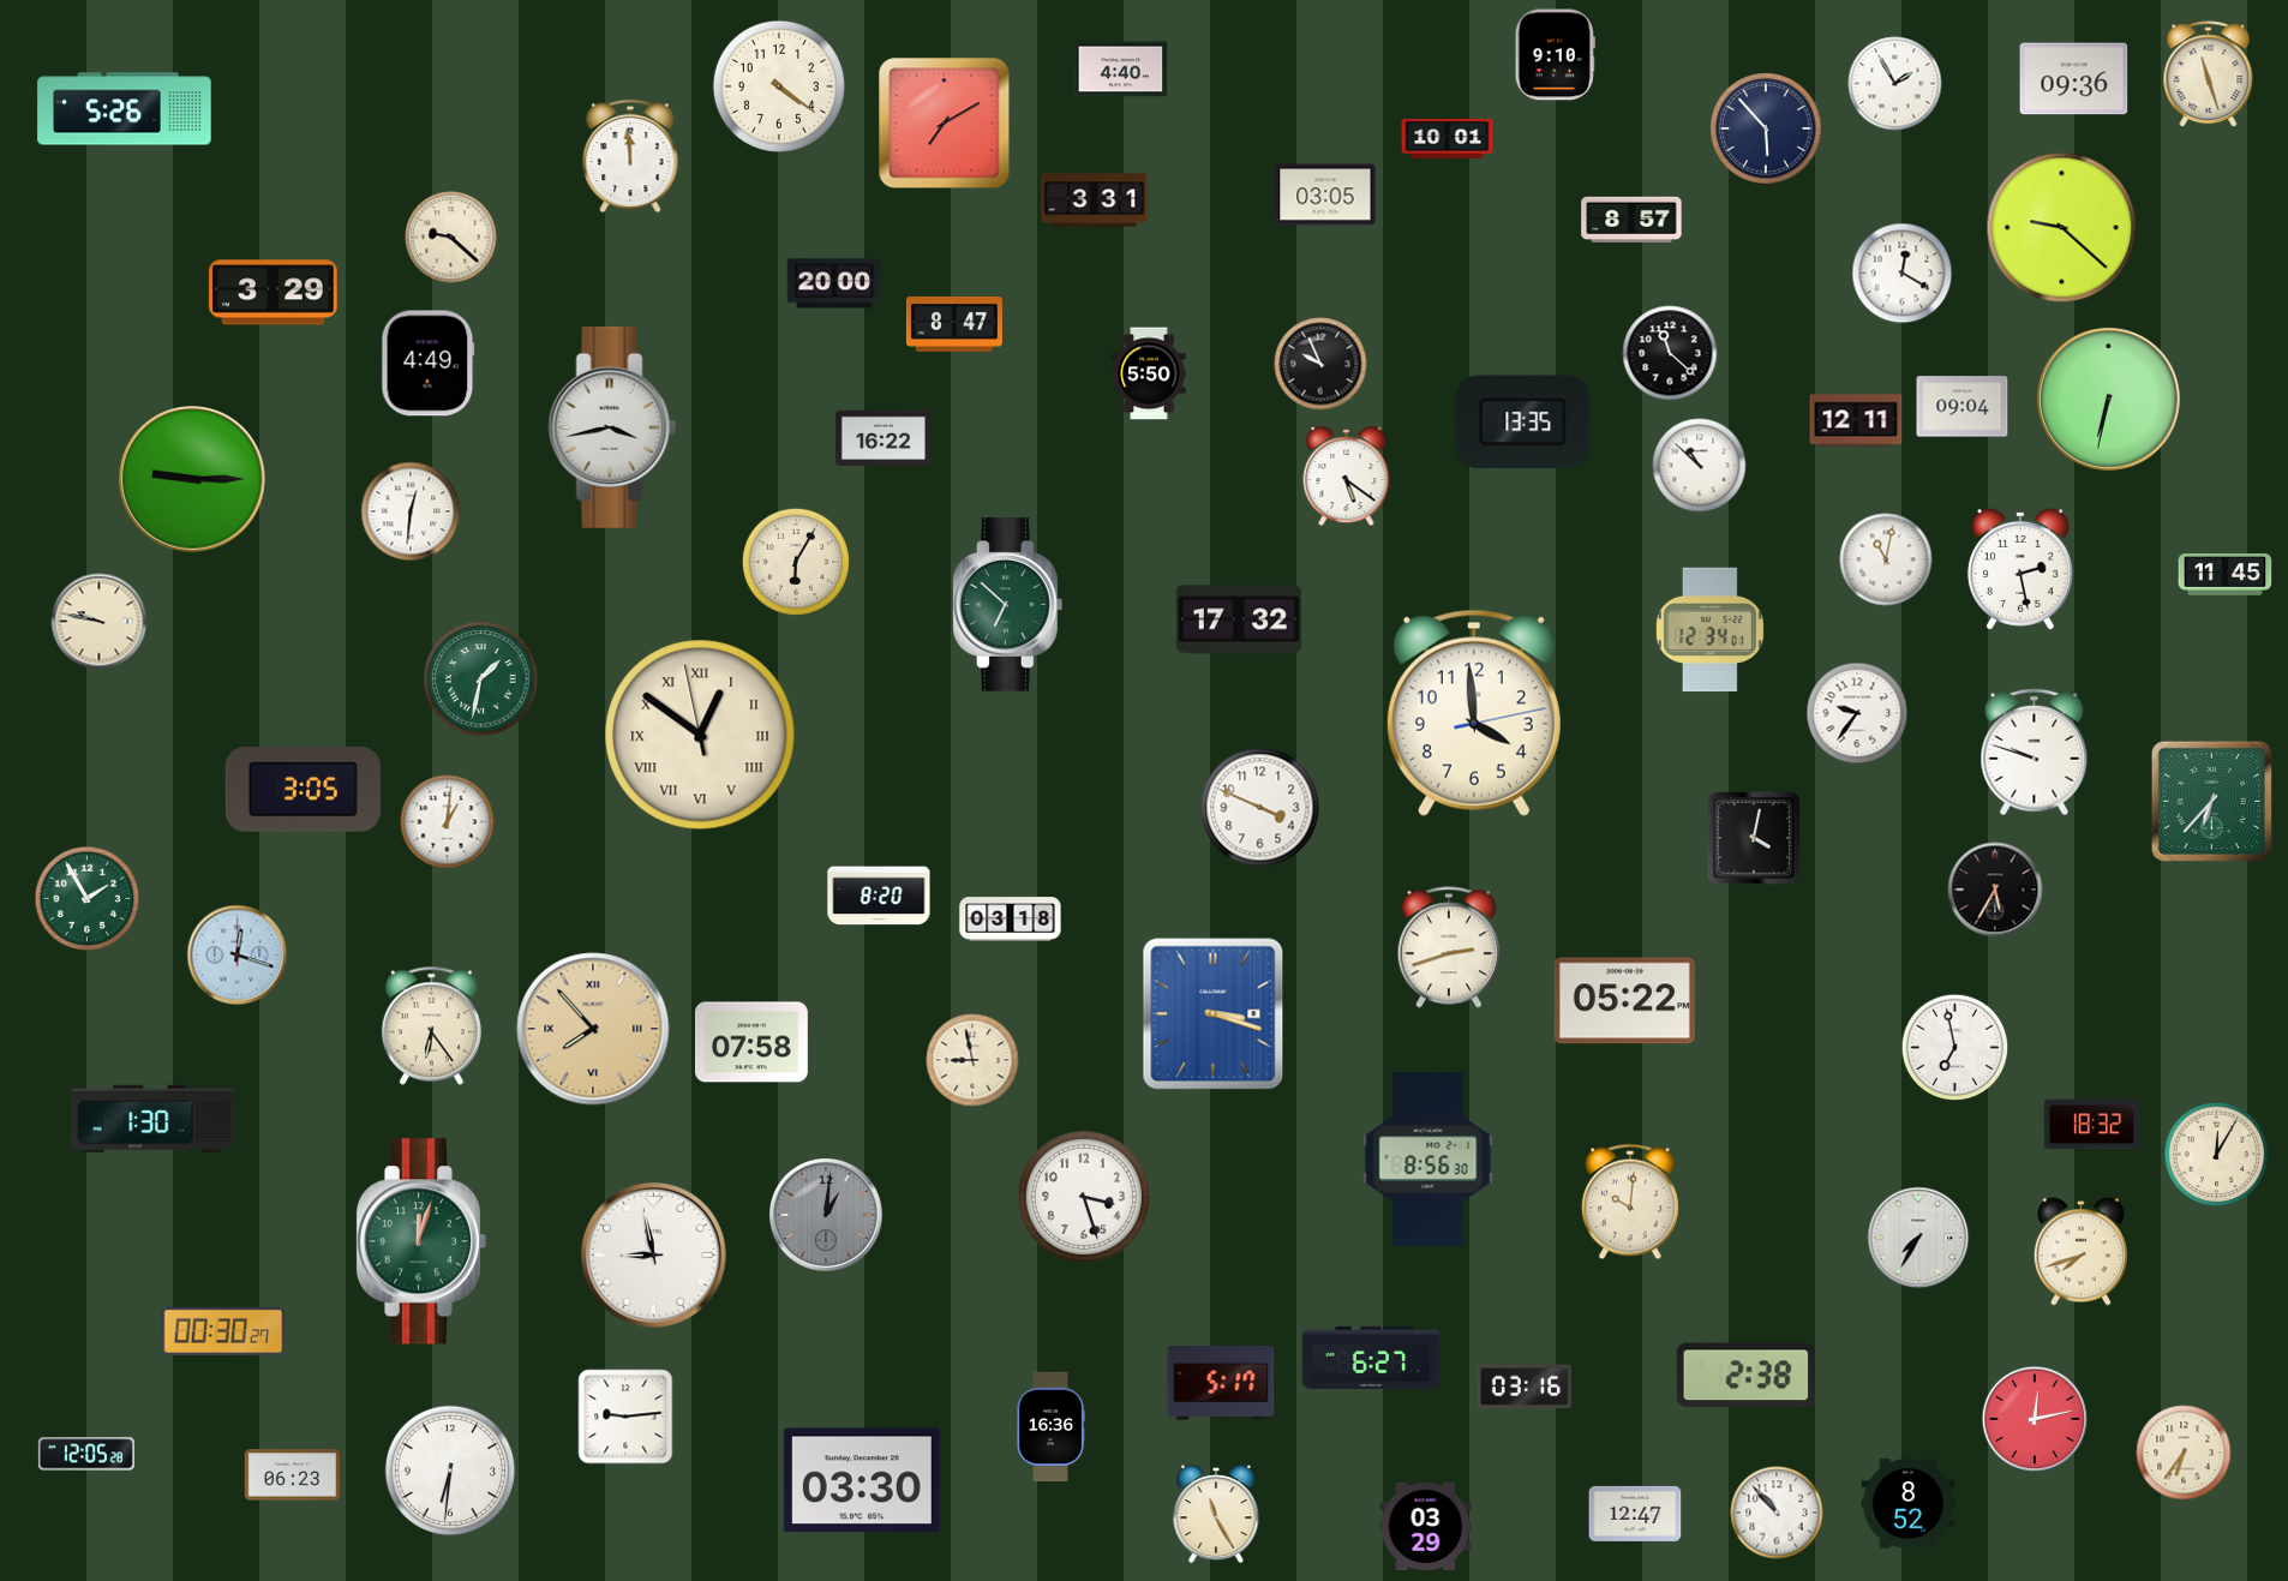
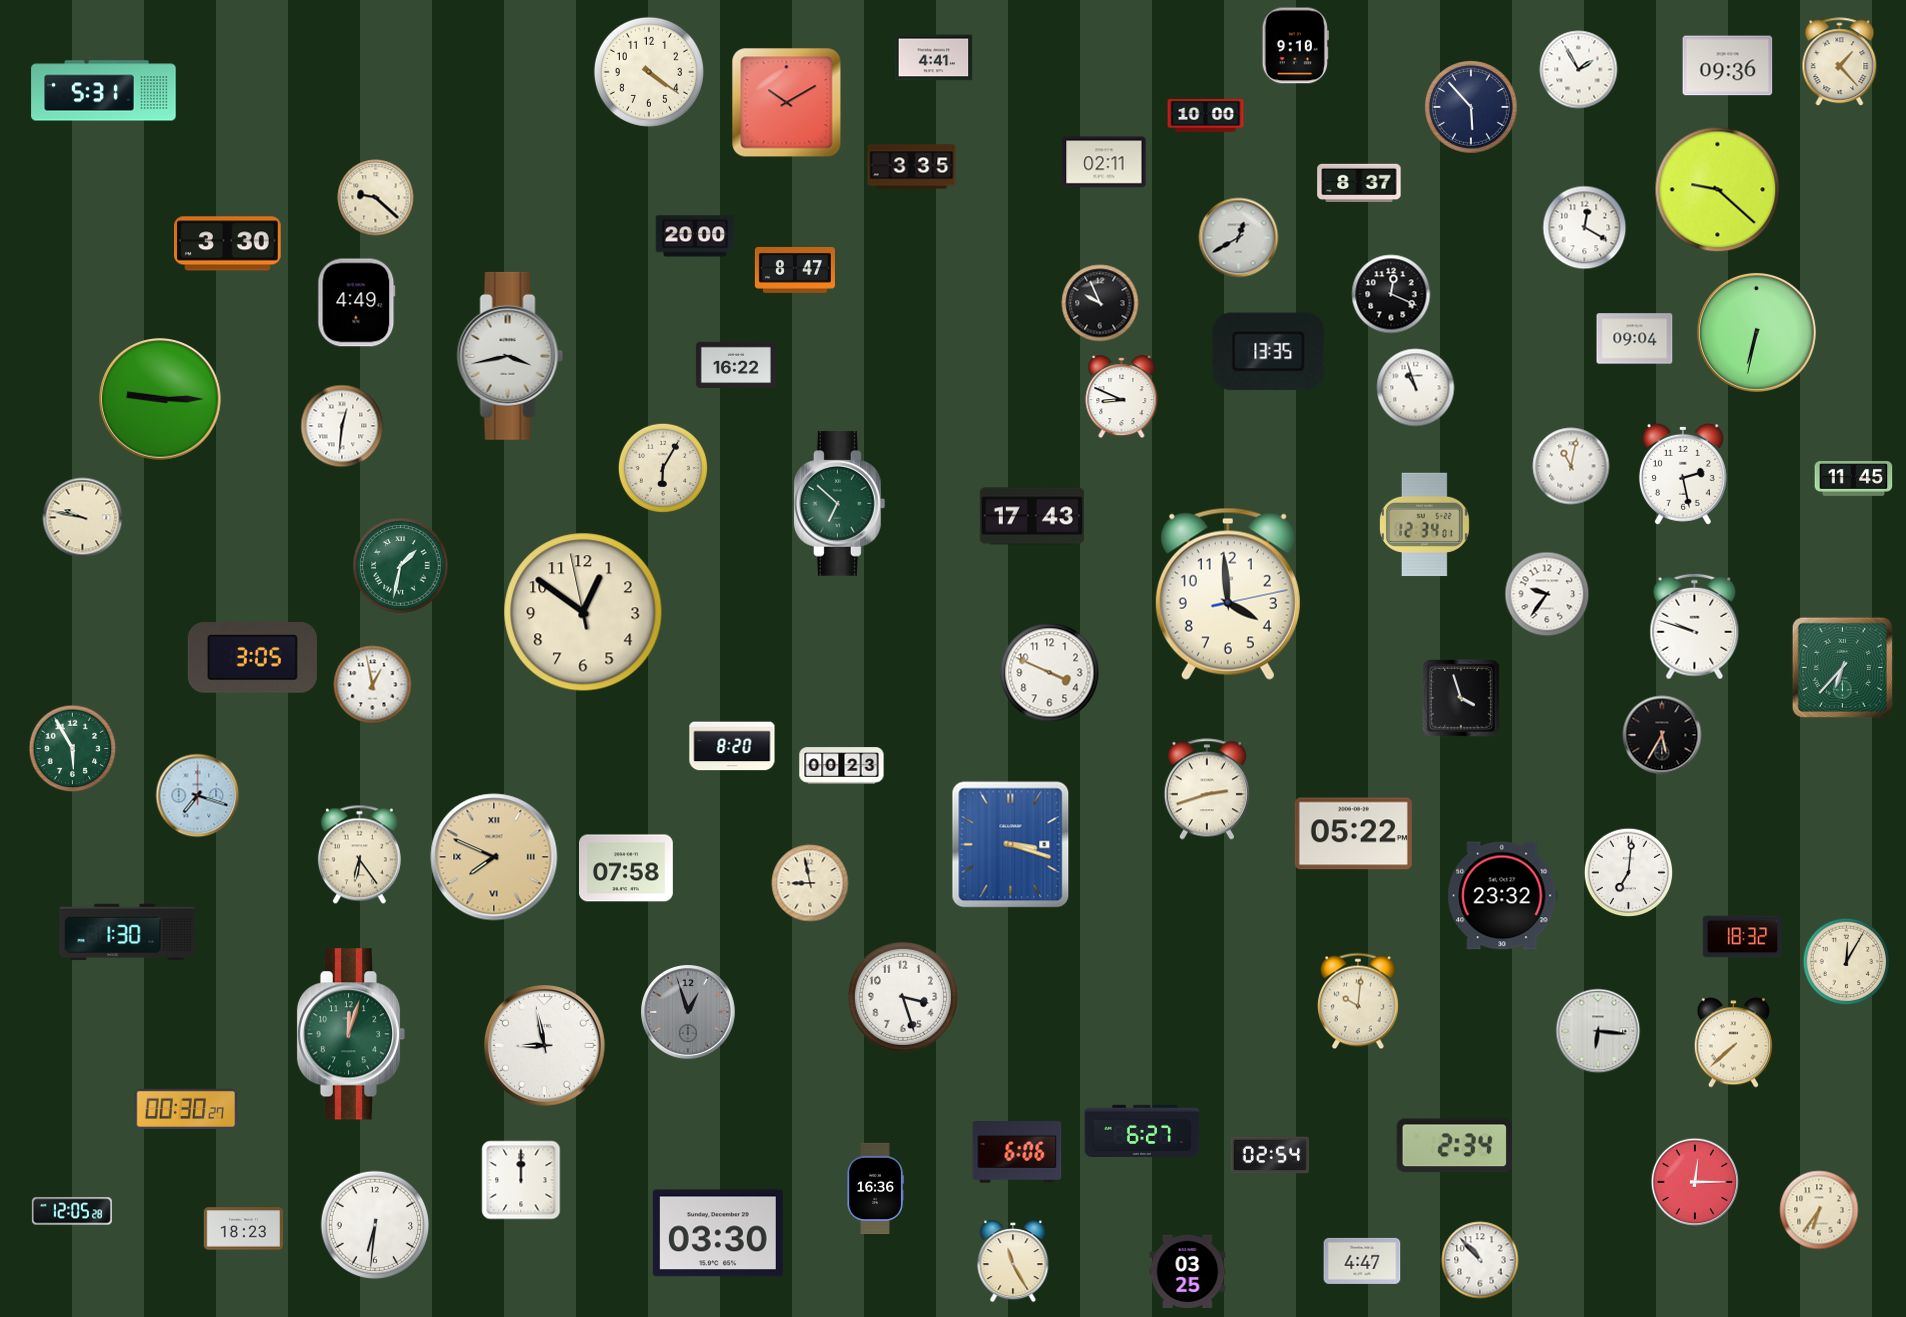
clock at (1121, 70): 4:40 -> 4:41
clock at (2209, 74): 11:27 -> 1:23
clock at (125, 109): 5:26 -> 5:31
clock at (945, 124): 7:10 -> 10:10
clock at (1448, 138): 10:01 -> 10:00
clock at (630, 156): 11:59 -> none
clock at (1325, 194): 03:05 -> 02:11
clock at (1095, 200): 3:31 -> 3:35
clock at (1631, 218): 8:57 -> 8:37
clock at (1239, 238): none -> 12:40
clock at (274, 293): 3:29 -> 3:30
clock at (1670, 353): 11:22 -> 12:19
clock at (1149, 373): 5:50 -> none
clock at (1856, 420): 12:11 -> none
clock at (1700, 466): 10:52 -> 10:57
clock at (1347, 477): 5:21 -> 8:49
clock at (1239, 619): 17:32 -> 17:43
clock at (700, 735) numerals: Roman -> Arabic
clock at (448, 822): 1:01 -> 12:58
clock at (1755, 839): 4:02 -> 3:57
clock at (1995, 890) position: (1995, 890) -> (1662, 735)
clock at (88, 899): 1:55 -> 5:55
clock at (1011, 920): 03:18 -> 00:23
clock at (238, 956): 12:18 -> 7:18
clock at (593, 1029): 7:53 -> 7:49
clock at (1955, 1048): 6:58 -> 7:01
clock at (1503, 896): none -> 23:32
clock at (1428, 1160): 8:56 -> none
clock at (827, 1216): 1:01 -> 12:57
clock at (1918, 1238): 7:35 -> 6:16
clock at (2080, 1252): 7:42 -> 7:38
clock at (1745, 1376): 2:38 -> 2:34
clock at (1221, 1383): 5:17 -> 6:06
clock at (1525, 1387): 03:16 -> 02:54
clock at (625, 1417): 9:14 -> 12:00
clock at (2035, 1419): 12:13 -> 12:15
clock at (292, 1475): 06:23 -> 18:23
clock at (1909, 1504): 8:52 -> none
clock at (1635, 1514): 12:47 -> 4:47
clock at (1426, 1526): 03:29 -> 03:25
